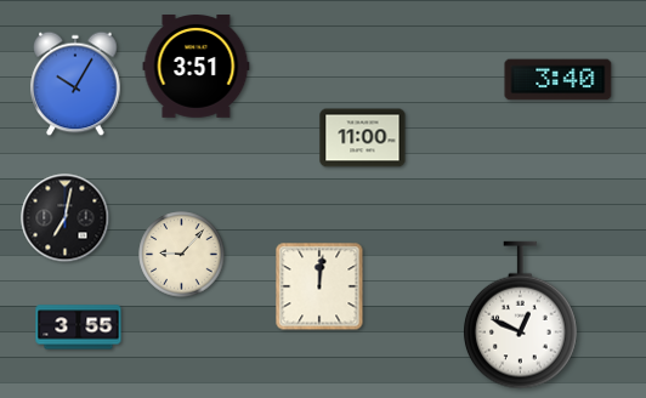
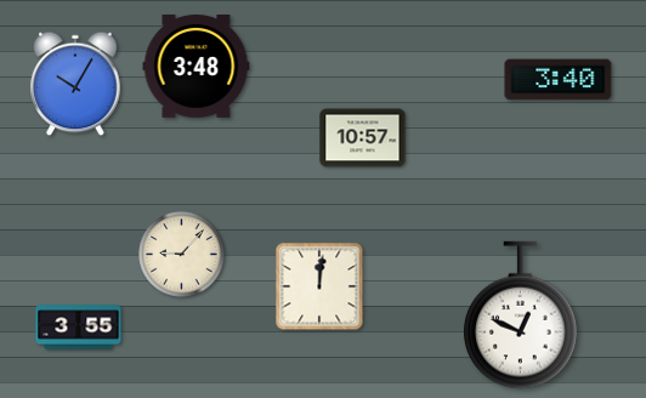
clock at (197, 67): 3:51 -> 3:48
clock at (363, 138): 11:00 -> 10:57
clock at (66, 218): 7:02 -> none
